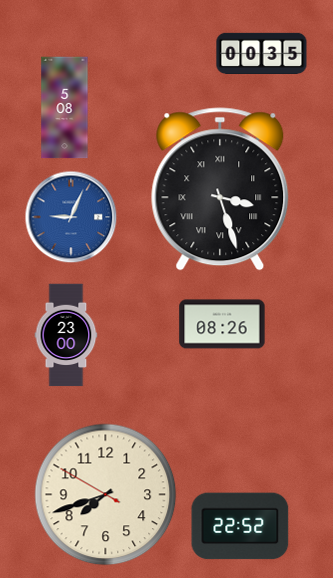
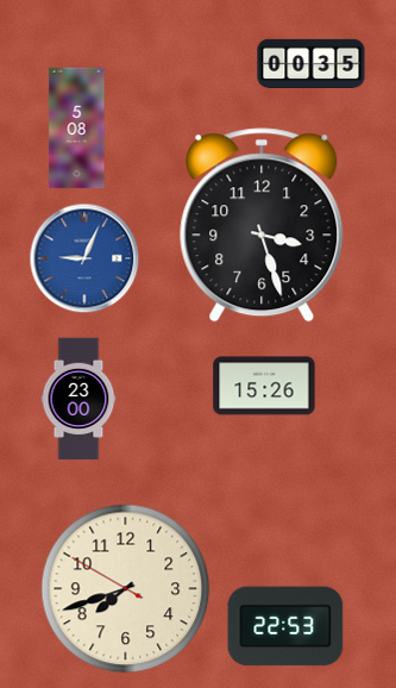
clock at (220, 189) numerals: Roman -> Arabic
clock at (222, 324): 08:26 -> 15:26
clock at (240, 526): 22:52 -> 22:53
